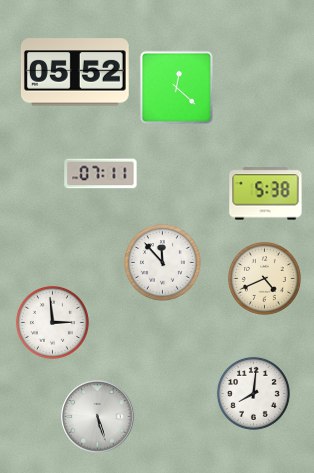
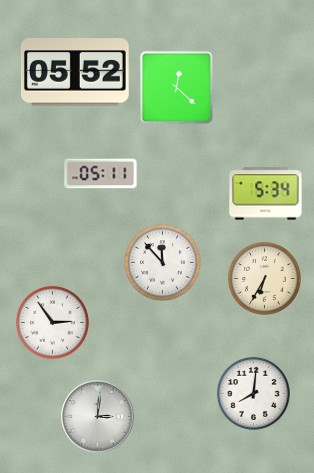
clock at (101, 174): 07:11 -> 05:11
clock at (266, 194): 5:38 -> 5:34
clock at (264, 278): 4:41 -> 6:35
clock at (52, 322): 2:59 -> 2:54
clock at (98, 417): 5:27 -> 3:01
